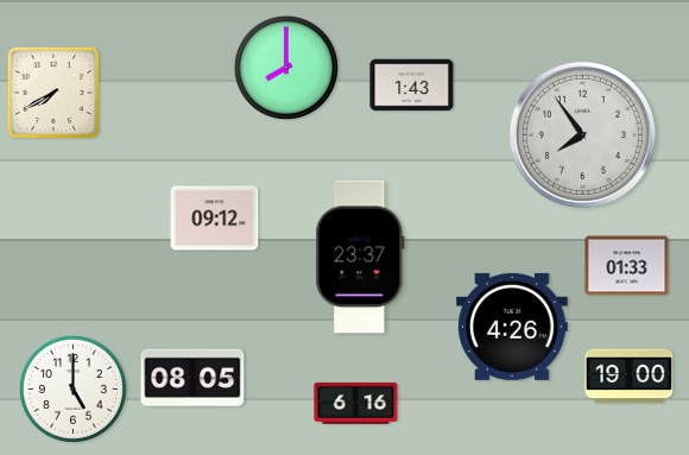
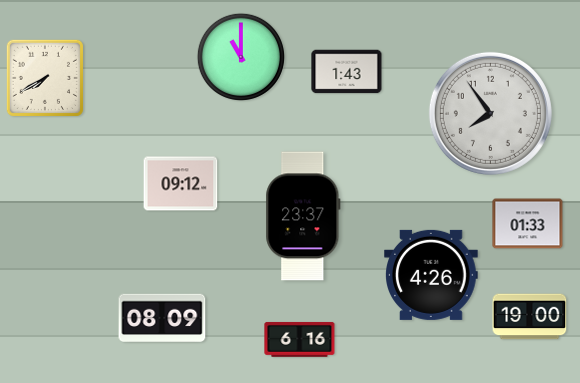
clock at (286, 68): 8:00 -> 11:00
clock at (192, 378): 08:05 -> 08:09
clock at (72, 388): 5:00 -> none
